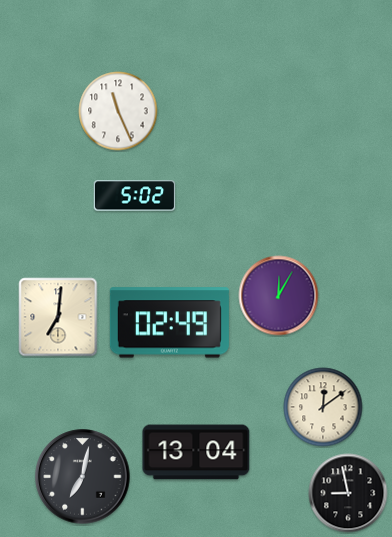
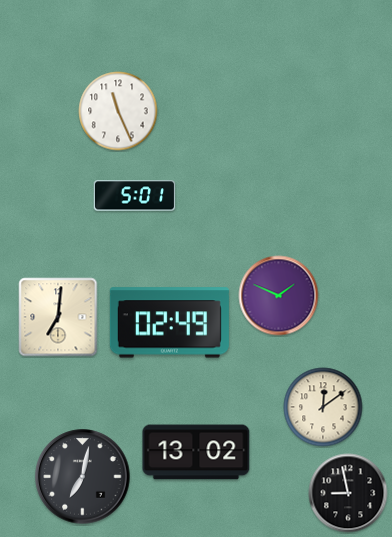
clock at (135, 196): 5:02 -> 5:01
clock at (279, 296): 12:05 -> 1:49
clock at (196, 452): 13:04 -> 13:02
